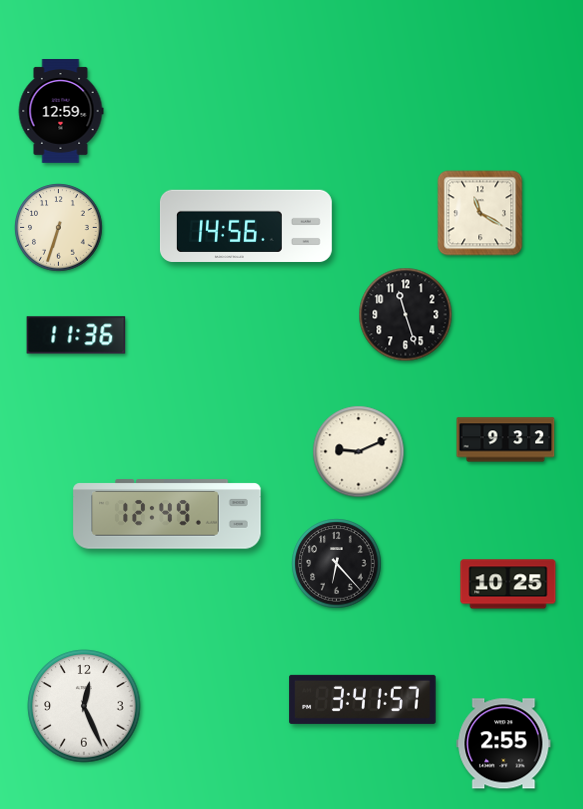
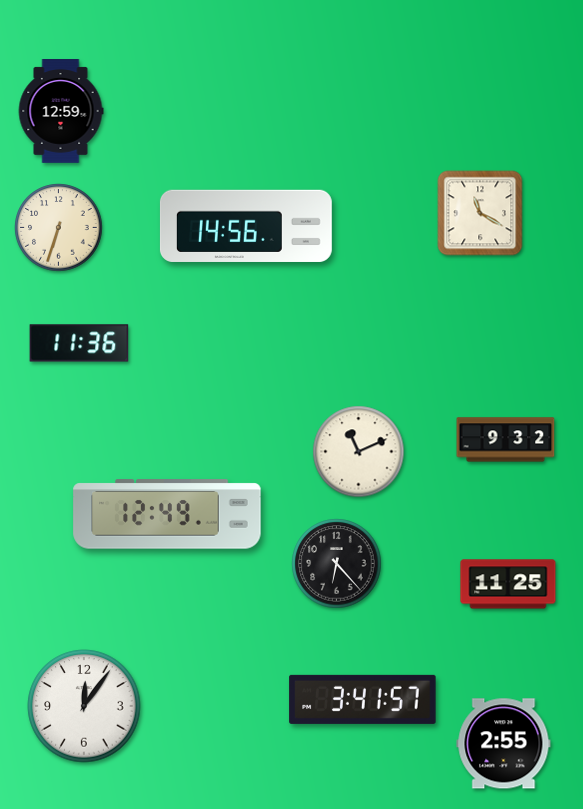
clock at (406, 315): 11:27 -> none
clock at (76, 335) position: (76, 335) -> (79, 343)
clock at (359, 452): 9:11 -> 11:11
clock at (508, 584): 10:25 -> 11:25
clock at (84, 706): 12:26 -> 12:06
